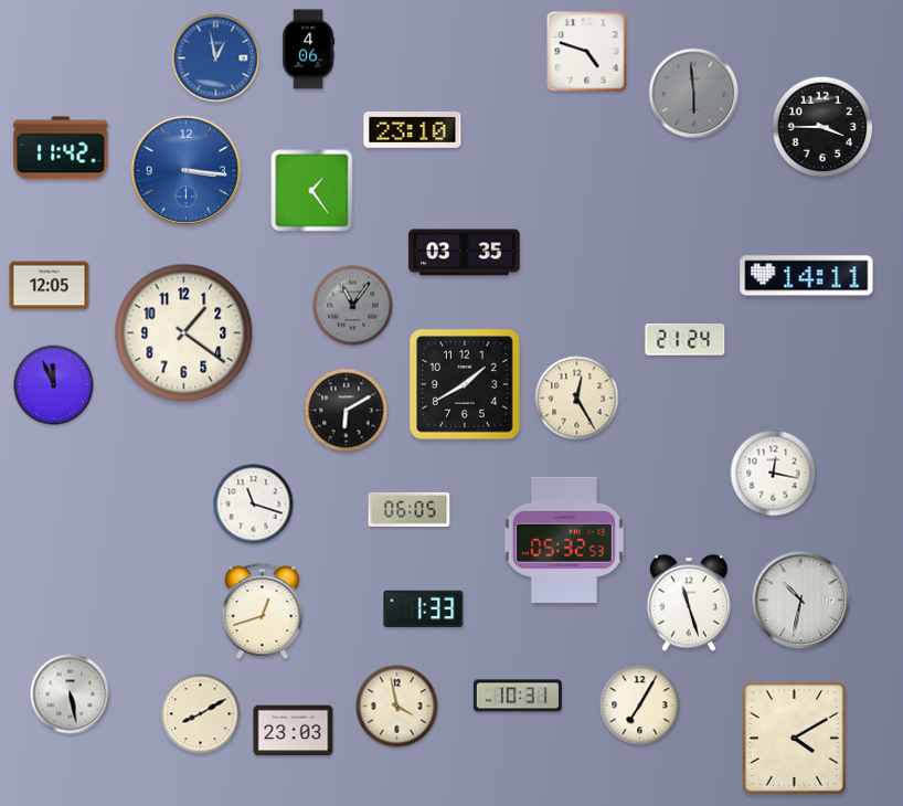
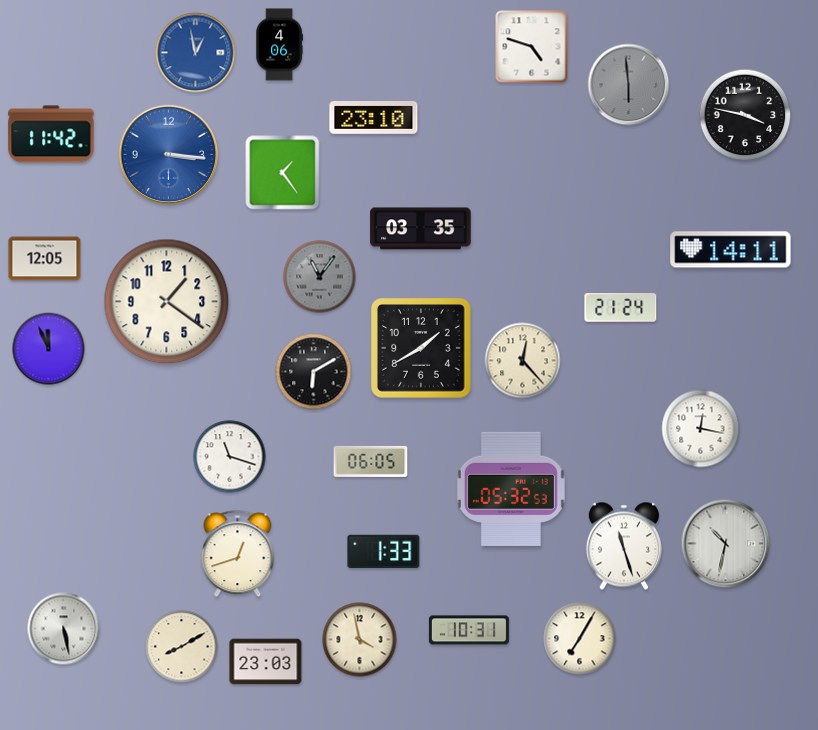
clock at (822, 127): 3:45 -> 3:47
clock at (61, 148) position: (61, 148) -> (51, 134)
clock at (577, 399): 12:25 -> 12:23
clock at (794, 738): 4:10 -> none
